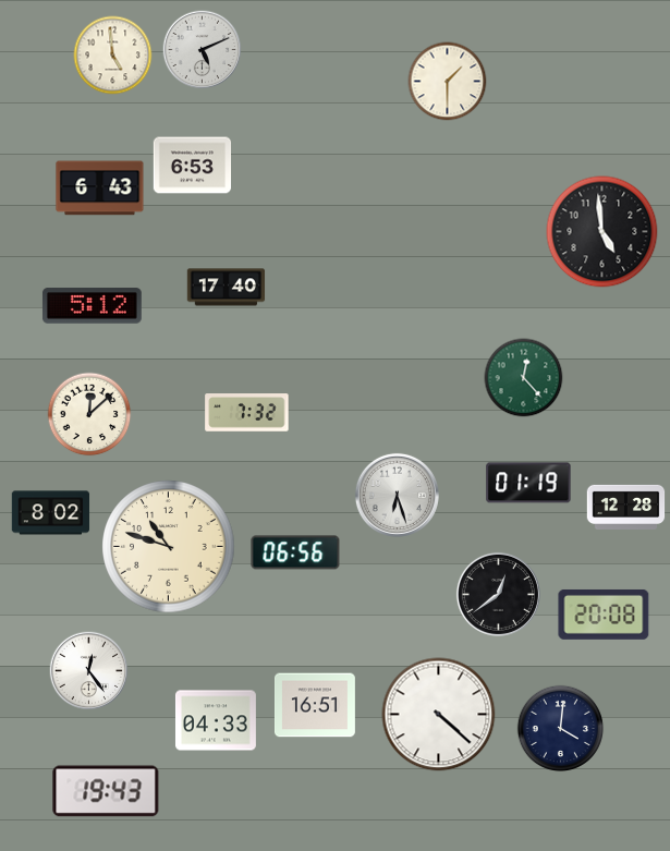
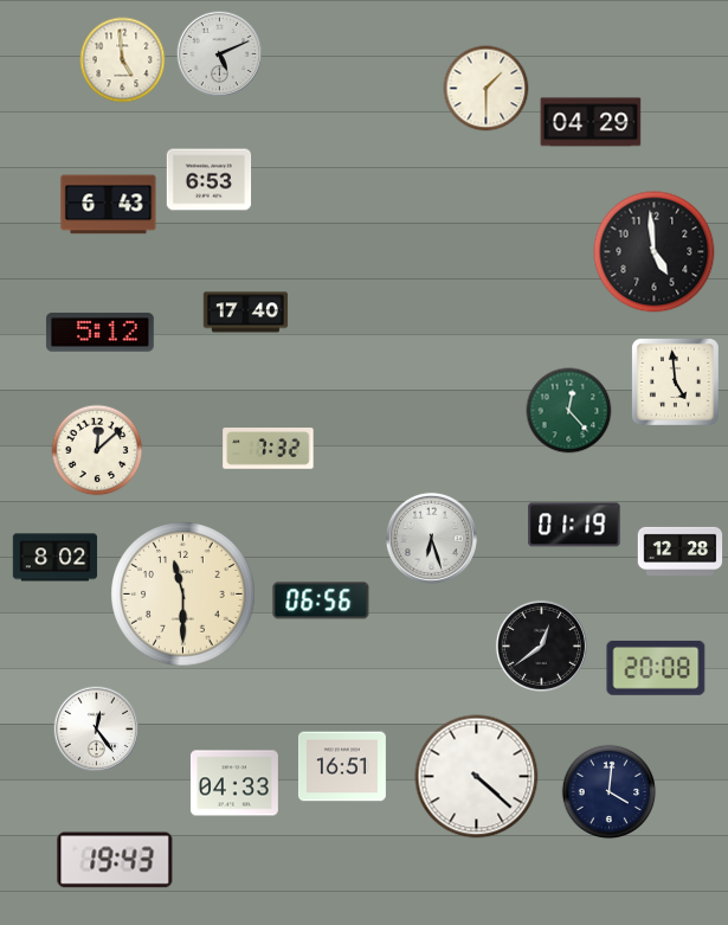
clock at (591, 122): none -> 04:29
clock at (675, 381): none -> 4:59
clock at (169, 547): 10:48 -> 11:30
